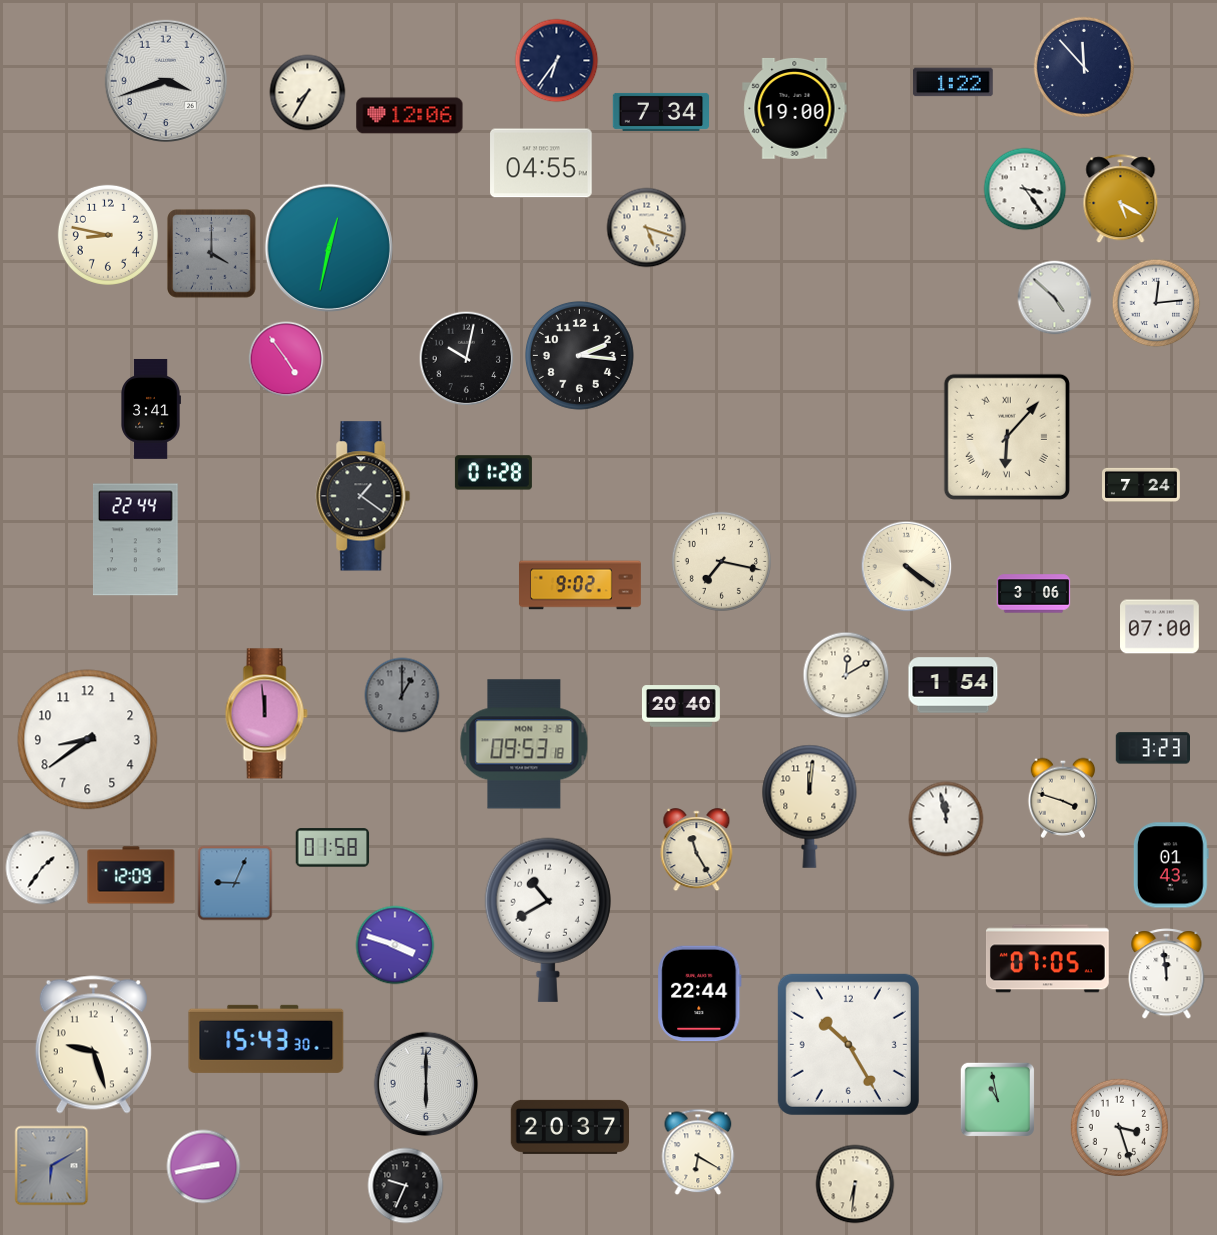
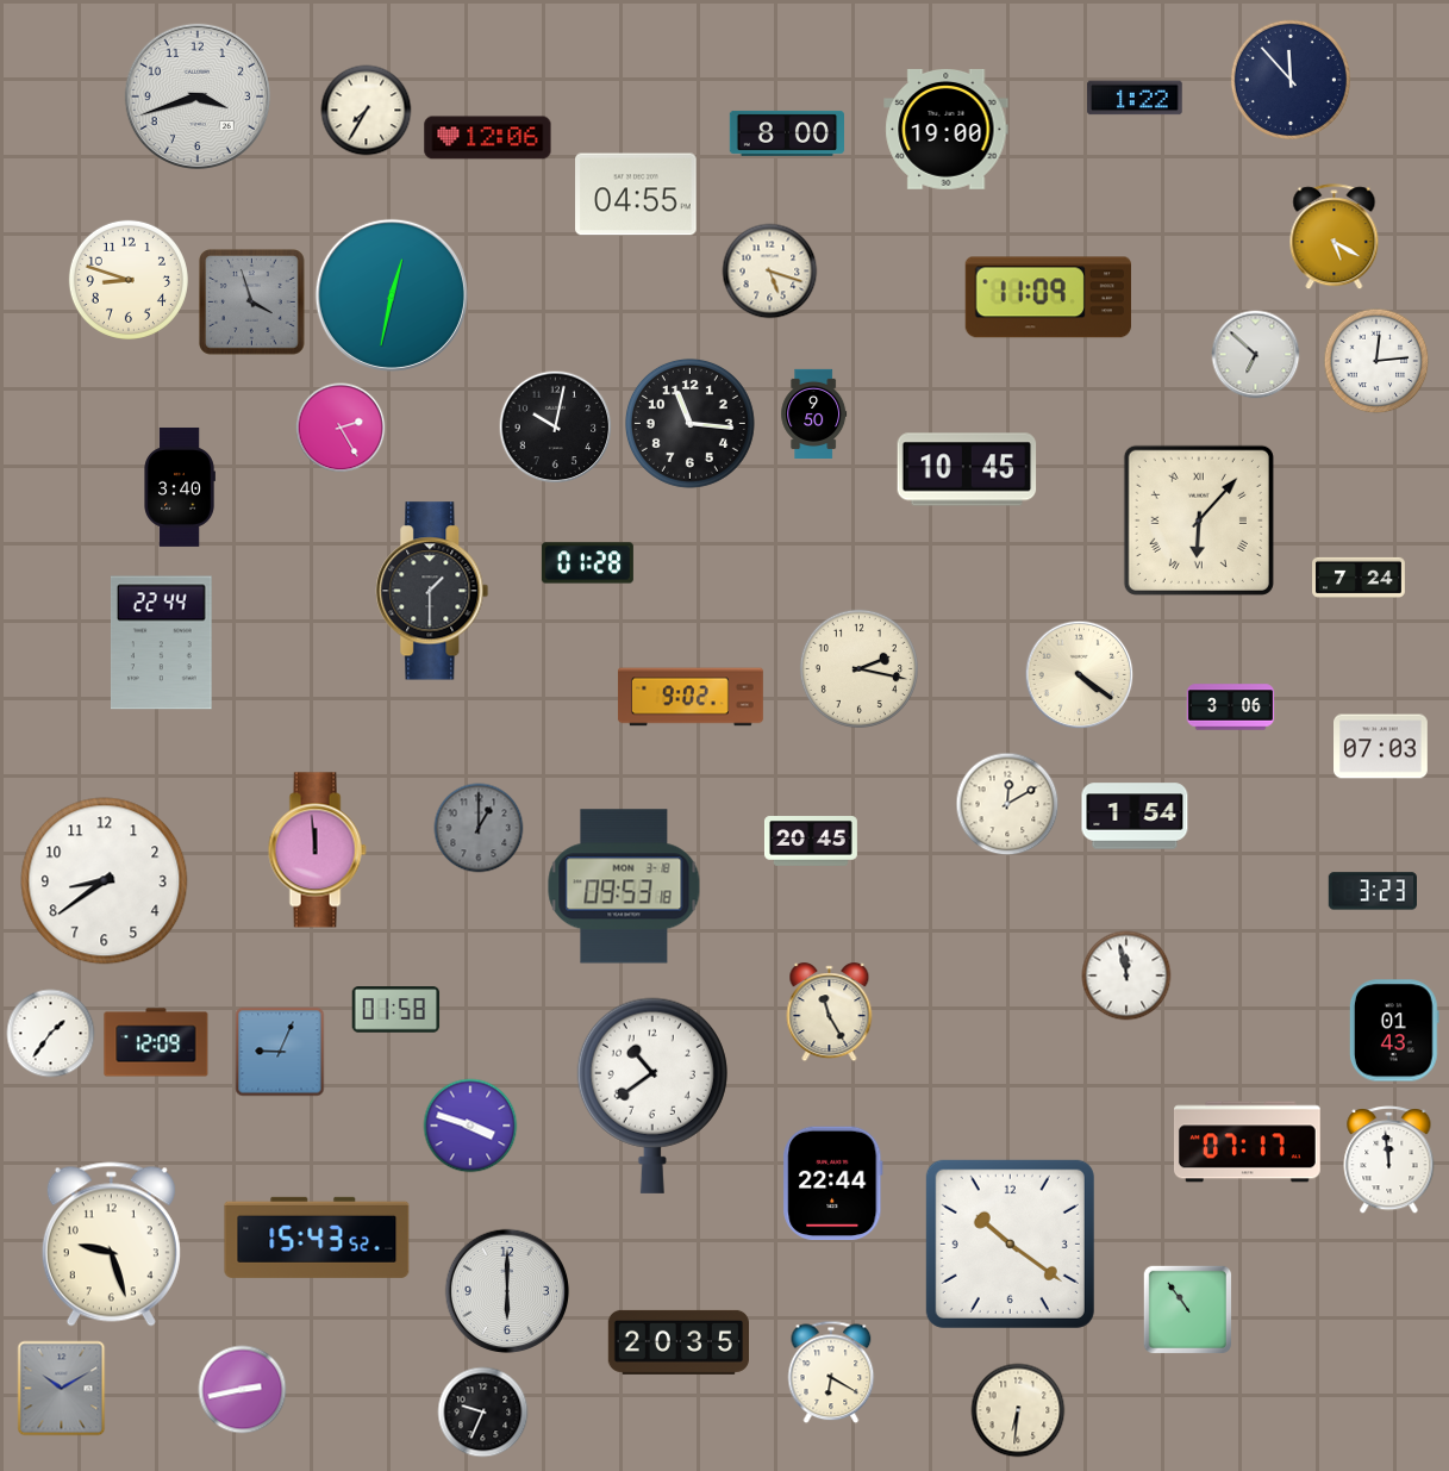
clock at (557, 61): 6:36 -> none
clock at (661, 112): 7:34 -> 8:00
clock at (541, 163) position: (541, 163) -> (636, 194)
clock at (1025, 189): 3:24 -> none
clock at (108, 235): 8:47 -> 8:48
clock at (1048, 298): none -> 11:09
clock at (212, 254): 4:00 -> 3:57
clock at (1055, 298): 4:52 -> 6:52
clock at (814, 413): none -> 9:50
clock at (579, 355): 2:16 -> 11:16
clock at (286, 359): 4:54 -> 2:25
clock at (967, 469): none -> 10:45
clock at (151, 409): 3:41 -> 3:40
clock at (363, 496): 1:21 -> 1:30
clock at (721, 561): 7:17 -> 2:17
clock at (1160, 627): 07:00 -> 07:03
clock at (681, 706): 20:40 -> 20:45
clock at (1063, 798): 3:48 -> none
clock at (810, 806): 12:01 -> none
clock at (548, 920): 10:40 -> 10:39
clock at (1048, 959): 07:05 -> 07:17
clock at (266, 1039): 15:43:30 -> 15:43:52
clock at (848, 1044): 10:25 -> 10:21
clock at (997, 1099): 10:58 -> 10:54
clock at (569, 1127): 20:37 -> 20:35
clock at (1119, 1127): 3:27 -> none
clock at (52, 1166): 6:10 -> 10:10
